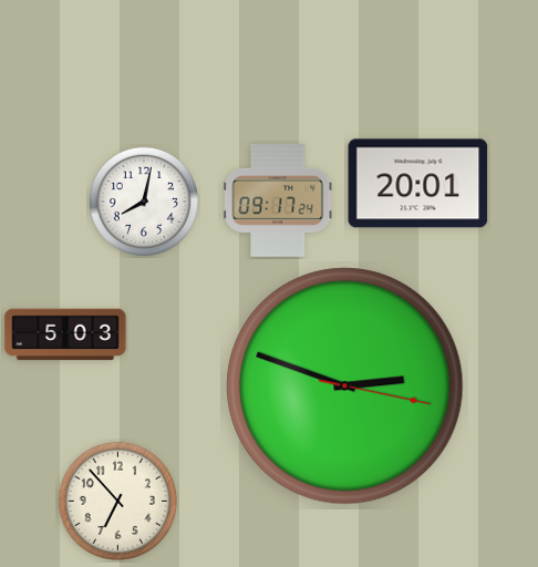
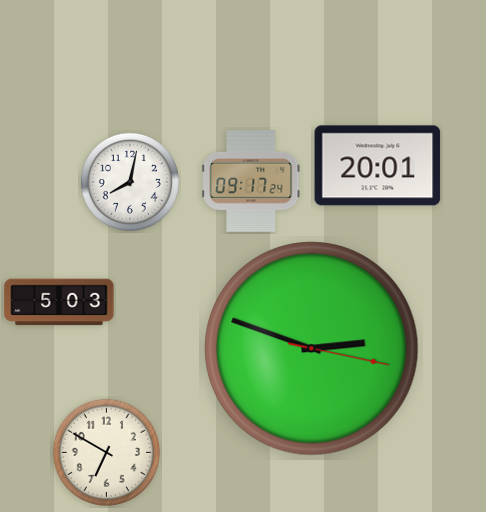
clock at (117, 501): 6:53 -> 6:50
